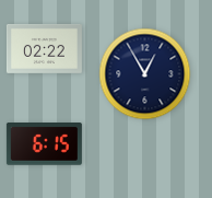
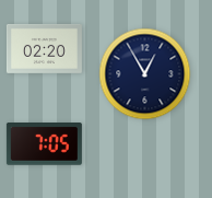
clock at (44, 48): 02:22 -> 02:20
clock at (44, 144): 6:15 -> 7:05
